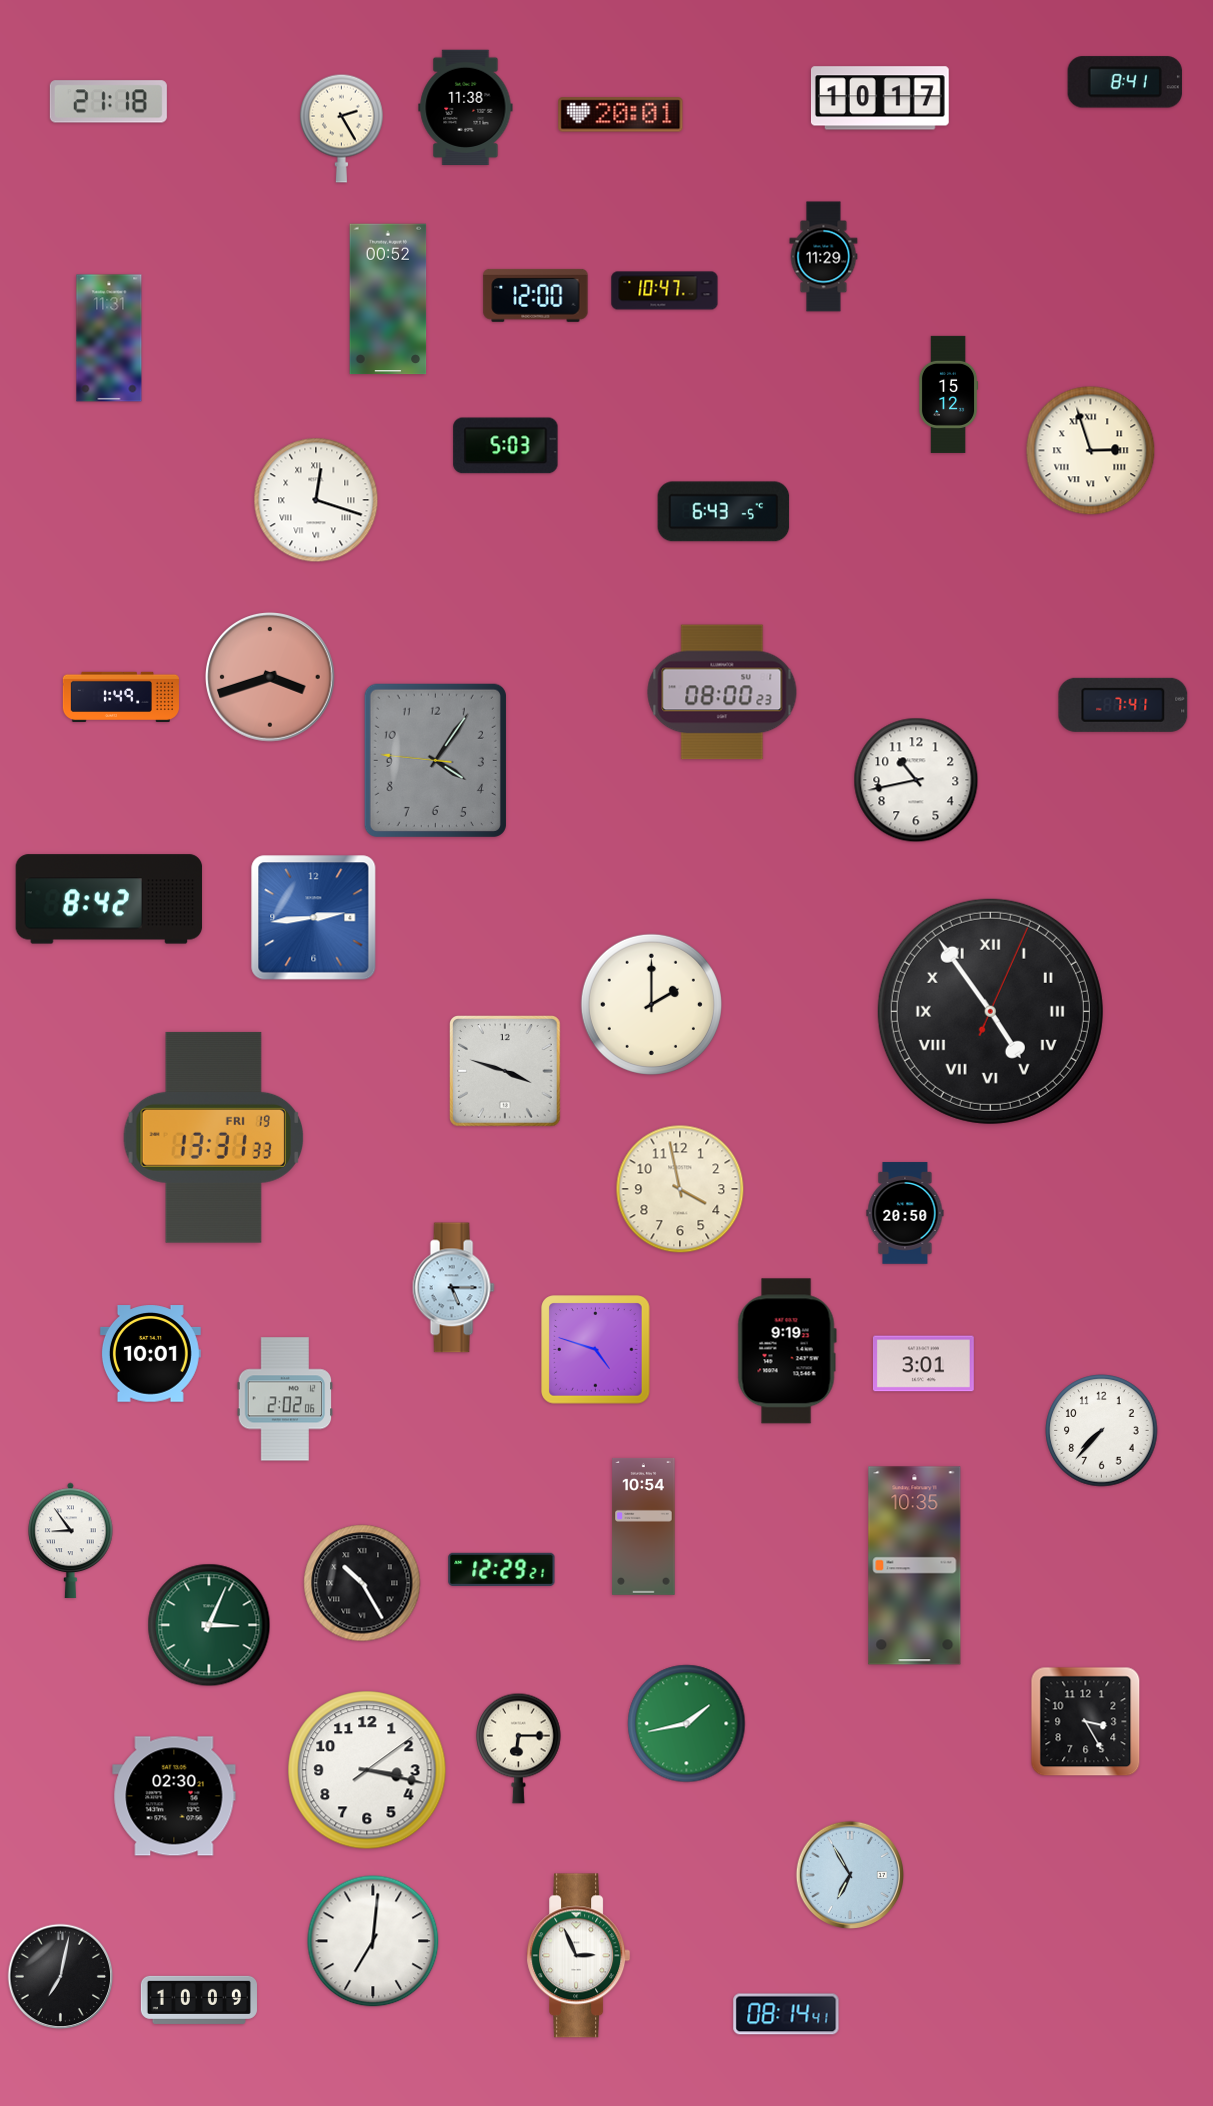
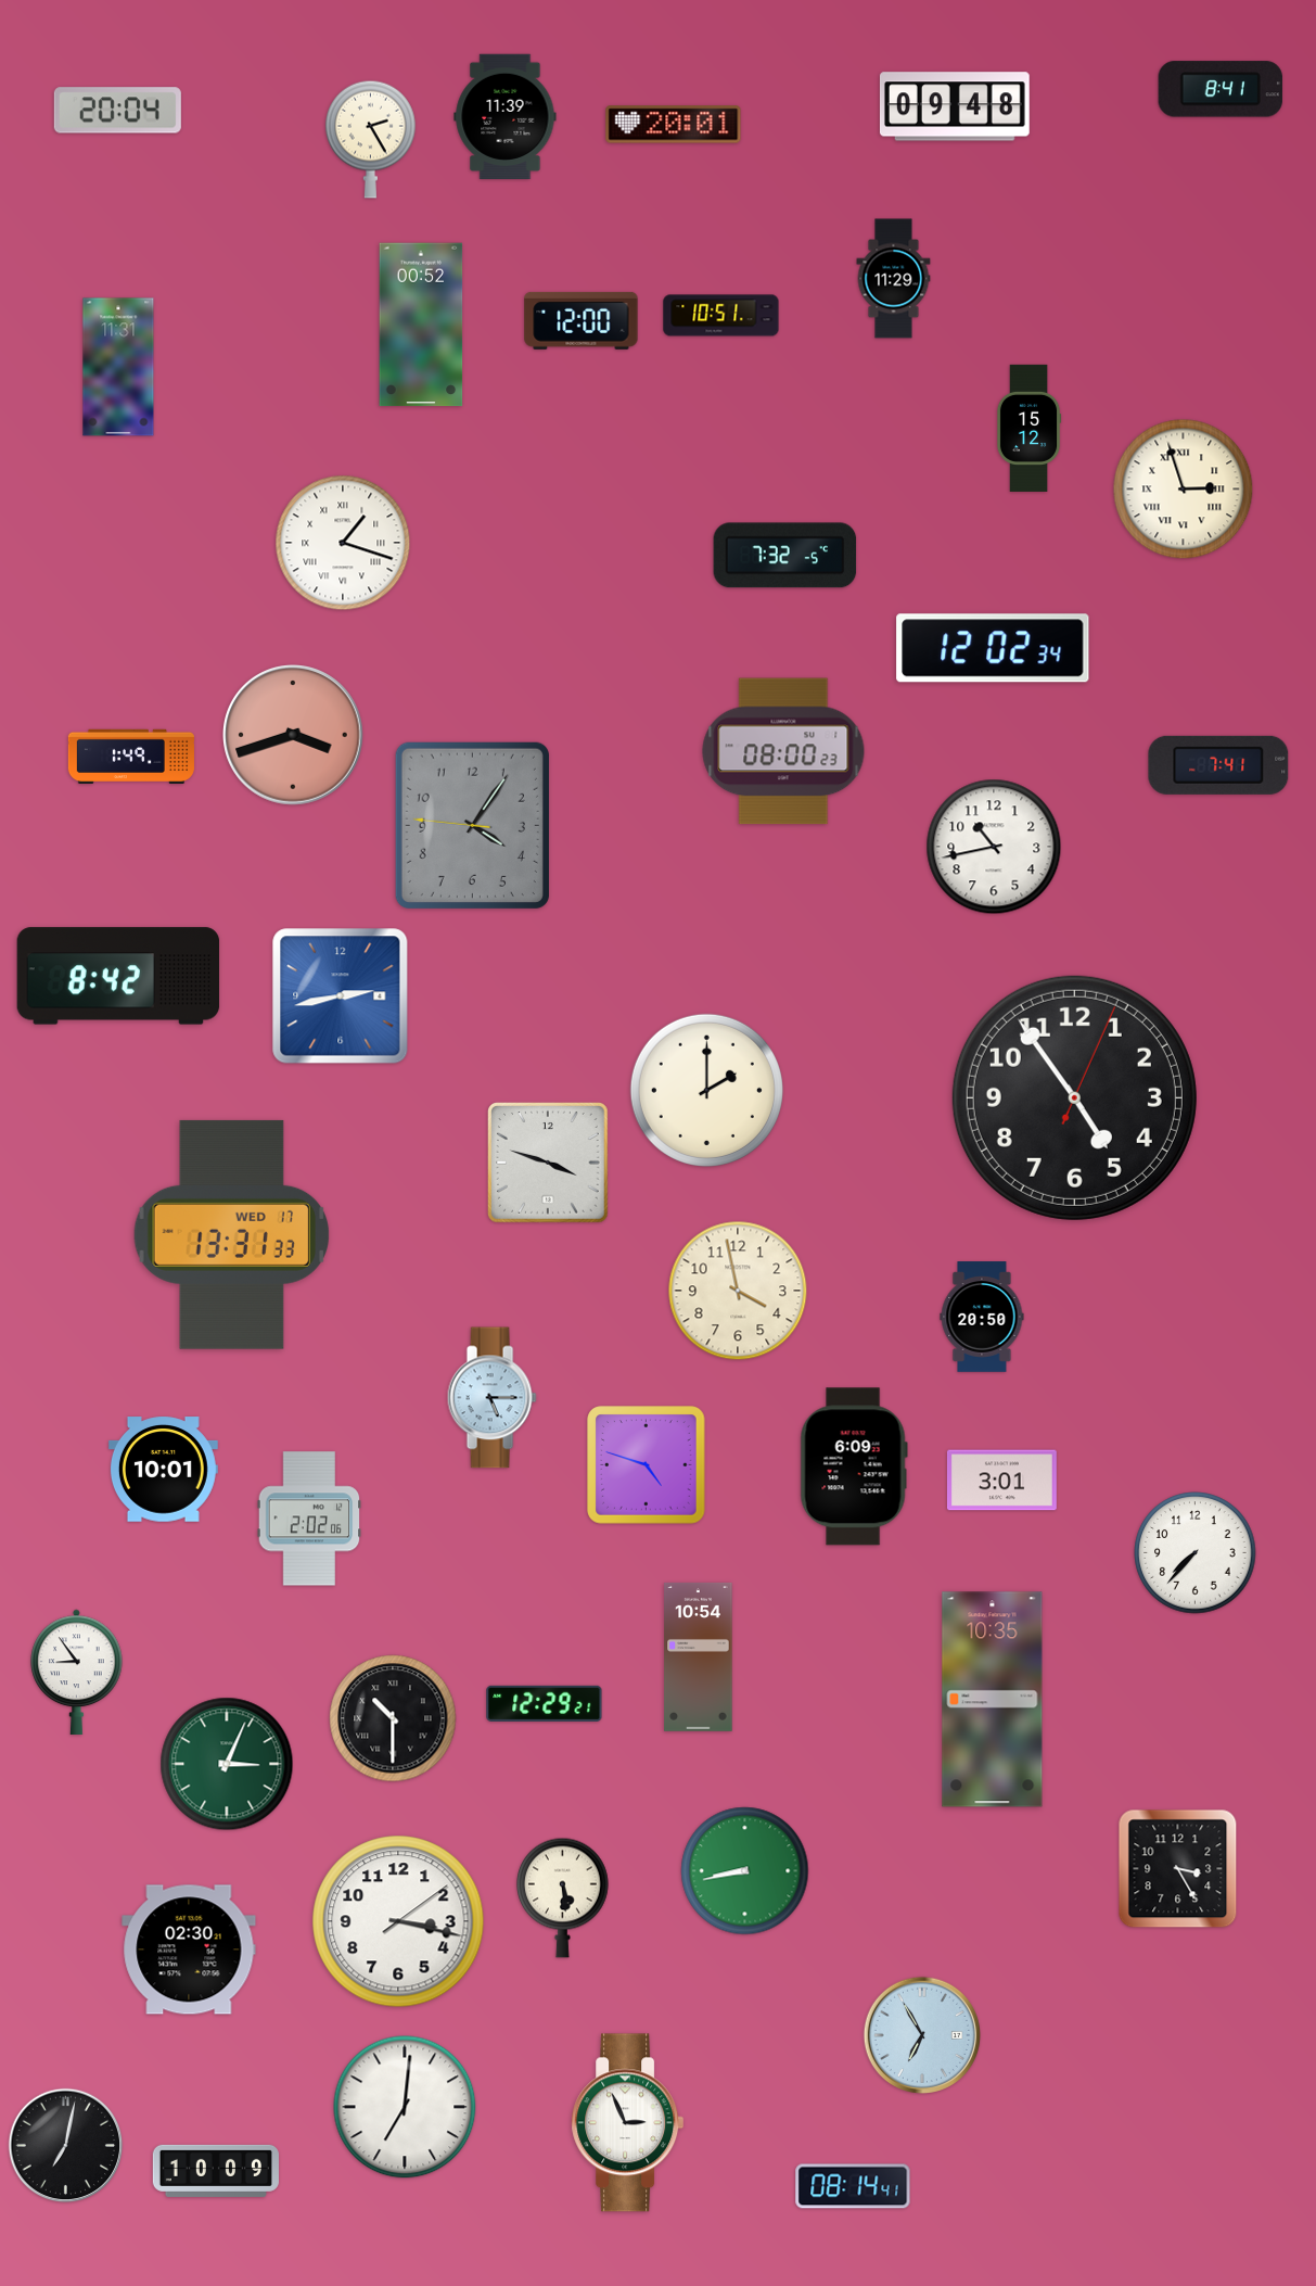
clock at (880, 98): 10:17 -> 09:48
clock at (108, 102): 21:18 -> 20:04
clock at (466, 107): 11:38 -> 11:39
clock at (665, 291): 10:47 -> 10:51
clock at (506, 446): 5:03 -> none
clock at (316, 500): 12:18 -> 1:18
clock at (724, 512): 6:43 -> 7:32
clock at (993, 648): none -> 12:02
clock at (314, 918): 2:44 -> 2:43
clock at (990, 1011) numerals: Roman -> Arabic
clock at (214, 1137) date: FRI 19 -> WED 17
clock at (787, 1351): 9:19 -> 6:09
clock at (362, 1583): 10:25 -> 10:30
clock at (687, 1724): 1:43 -> 8:43
clock at (519, 1748): 6:15 -> 5:29
